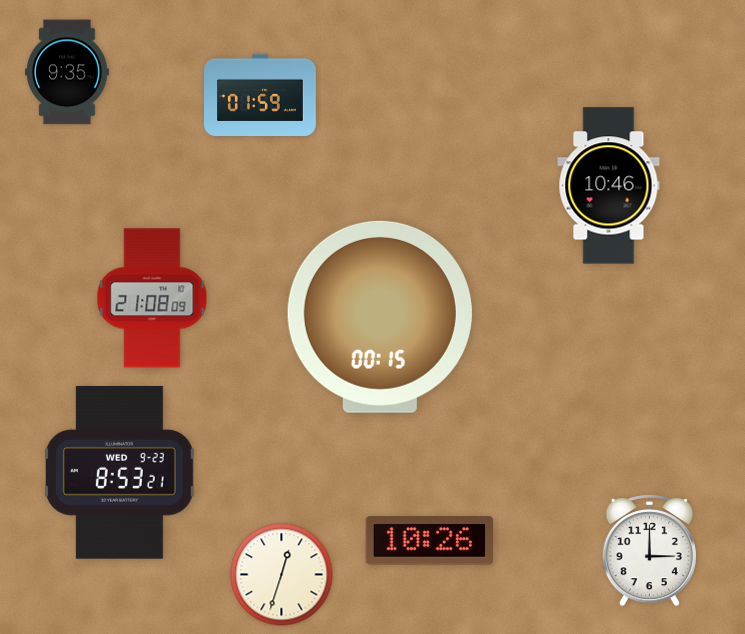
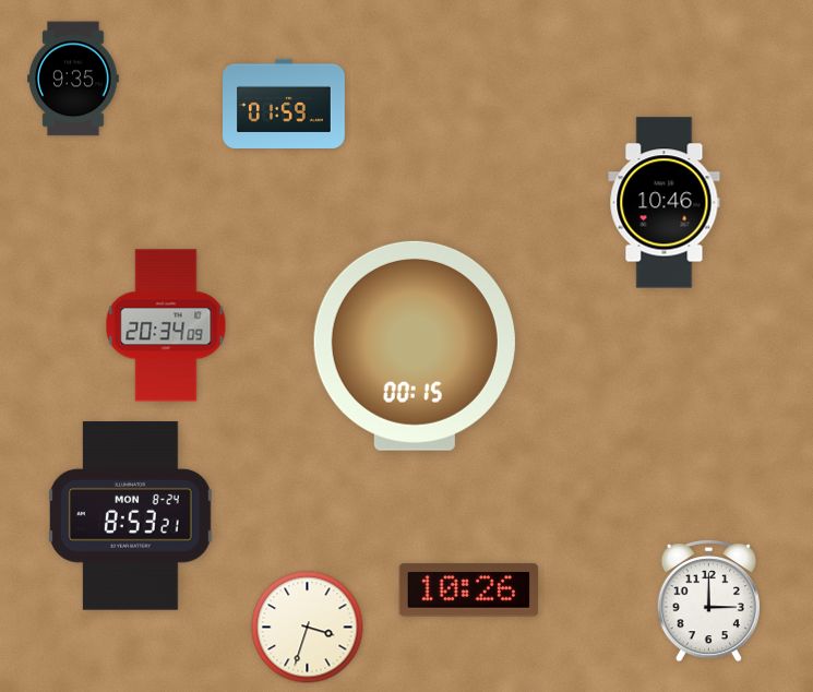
clock at (152, 298): 21:08 -> 20:34
clock at (119, 472) date: WED 9-23 -> MON 8-24
clock at (282, 575): 12:33 -> 3:33
